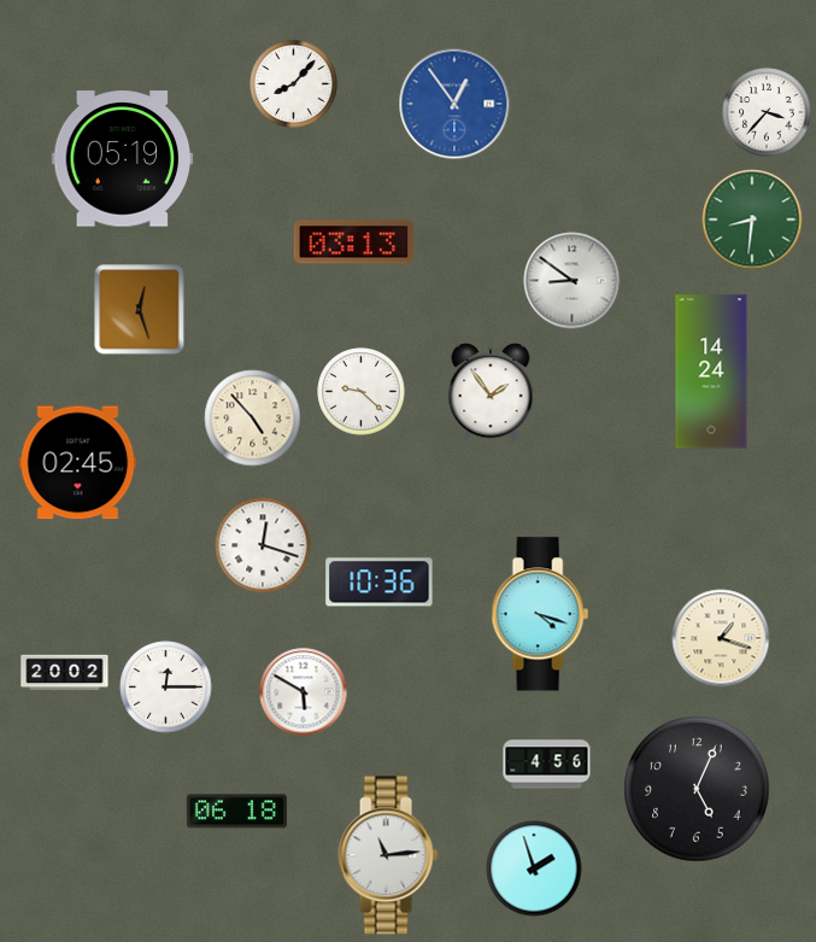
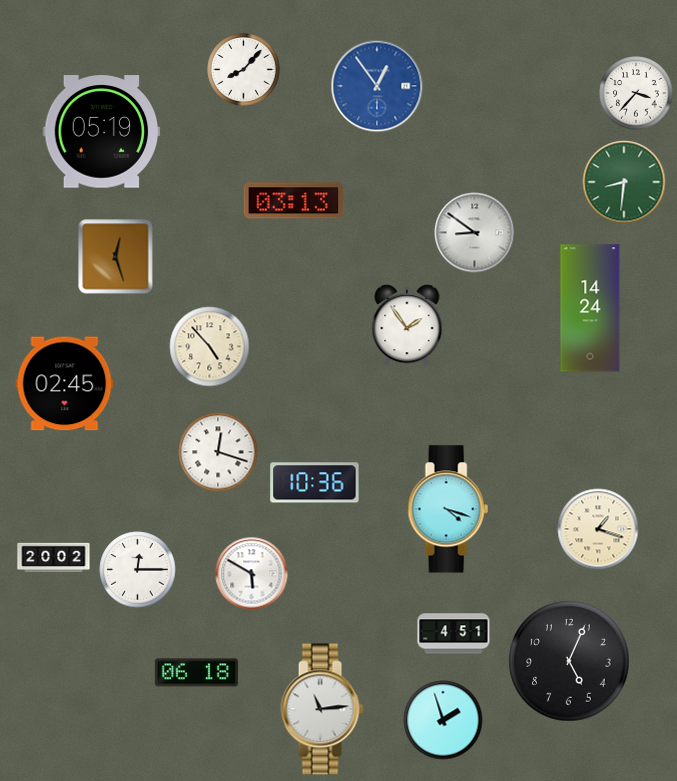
clock at (362, 392): 9:22 -> none
clock at (547, 765): 4:56 -> 4:51
clock at (697, 789) position: (697, 789) -> (569, 661)
